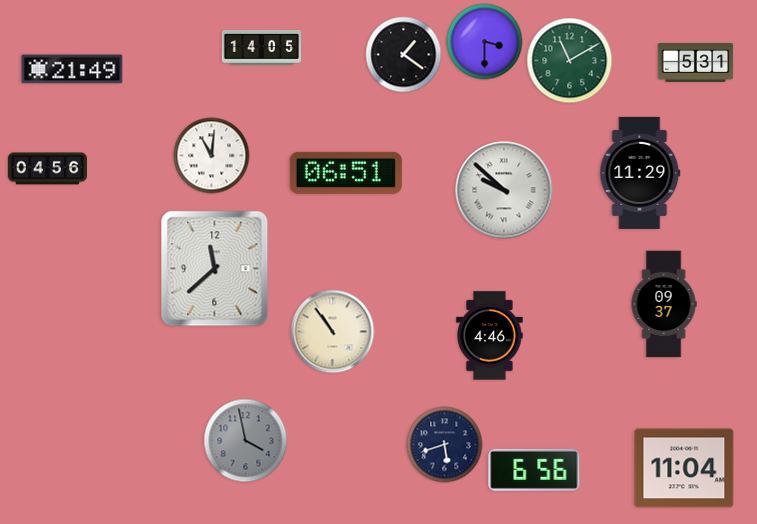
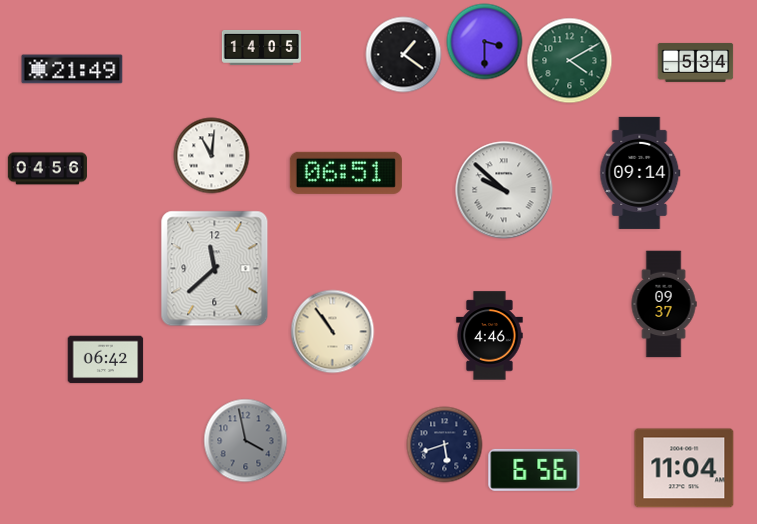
clock at (570, 61): 11:10 -> 4:10
clock at (696, 62): 5:31 -> 5:34
clock at (640, 173): 11:29 -> 09:14
clock at (106, 360): none -> 06:42
